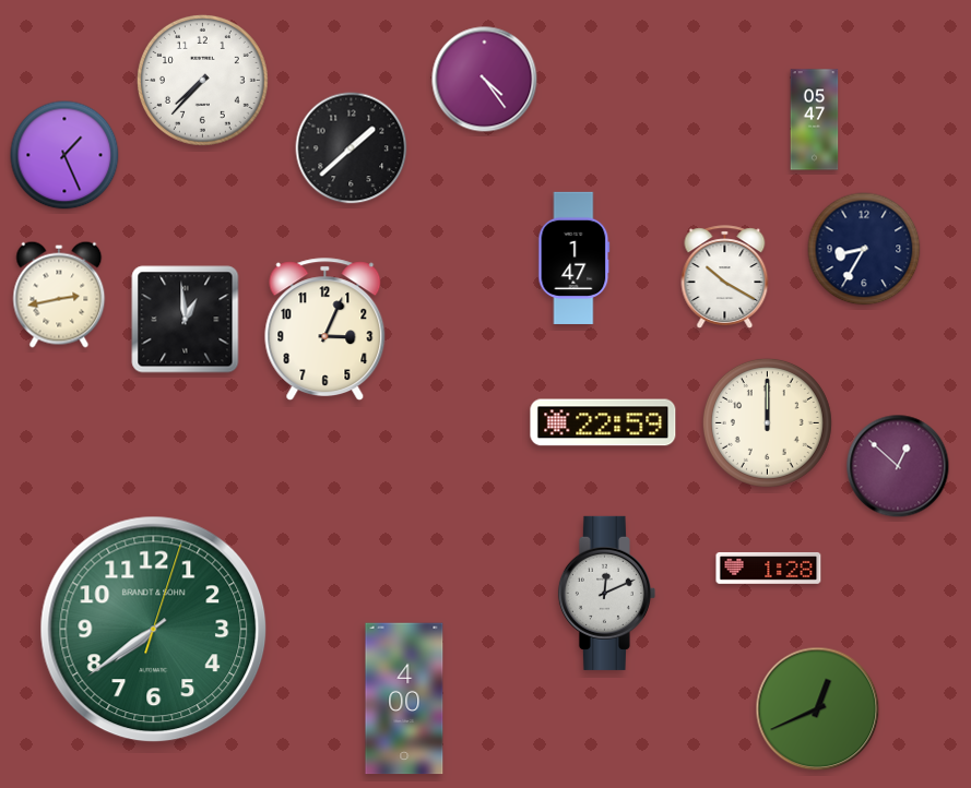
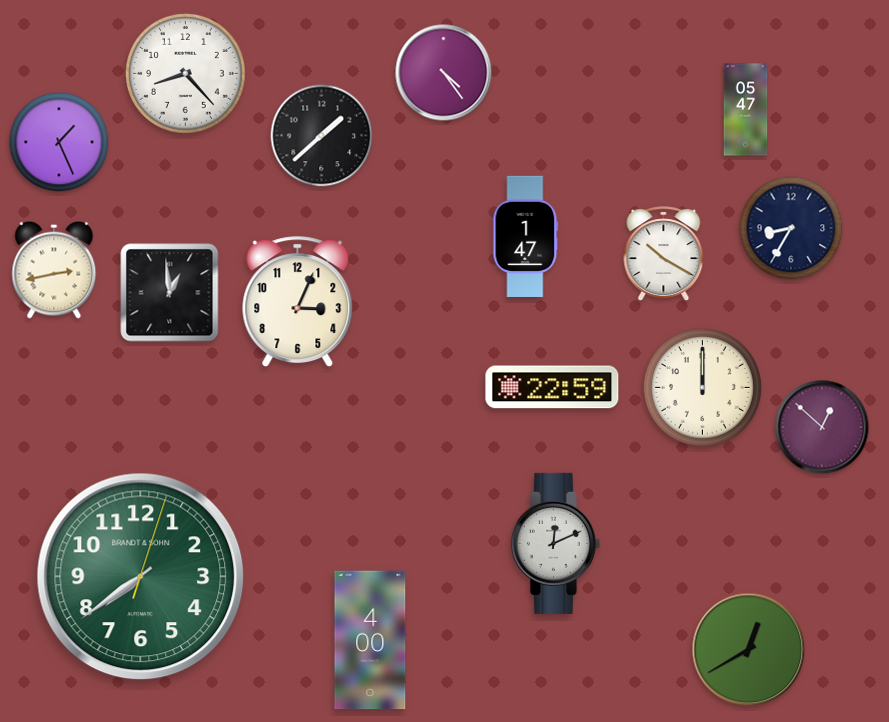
clock at (202, 80): 7:37 -> 8:23
clock at (769, 568): 1:28 -> none
clock at (818, 709): 12:41 -> 12:40
